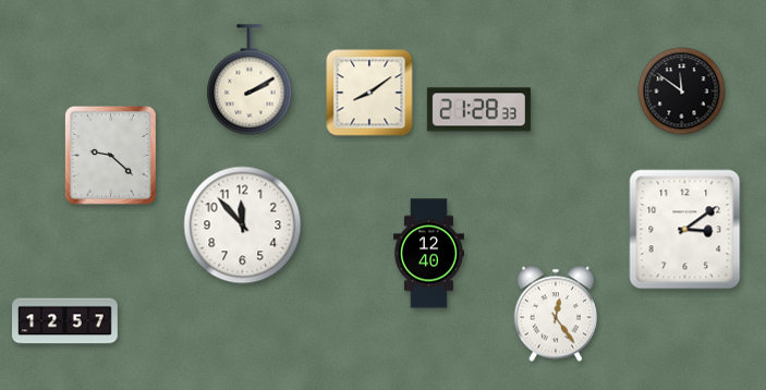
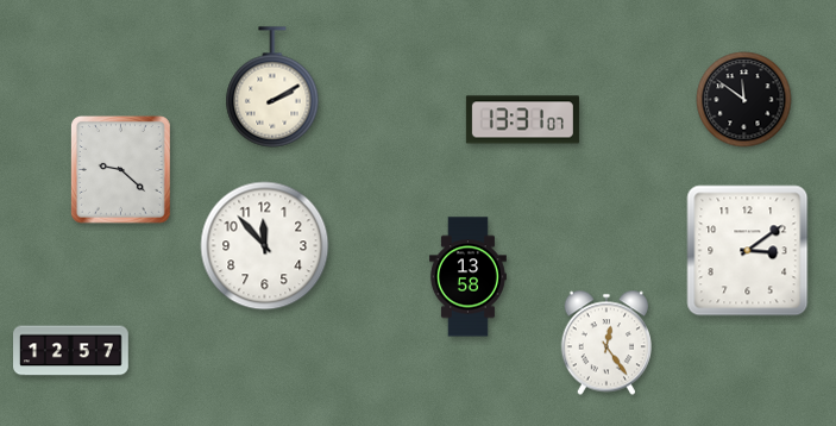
clock at (369, 93): 8:09 -> none
clock at (478, 110): 21:28 -> 13:31
clock at (428, 254): 12:40 -> 13:58
